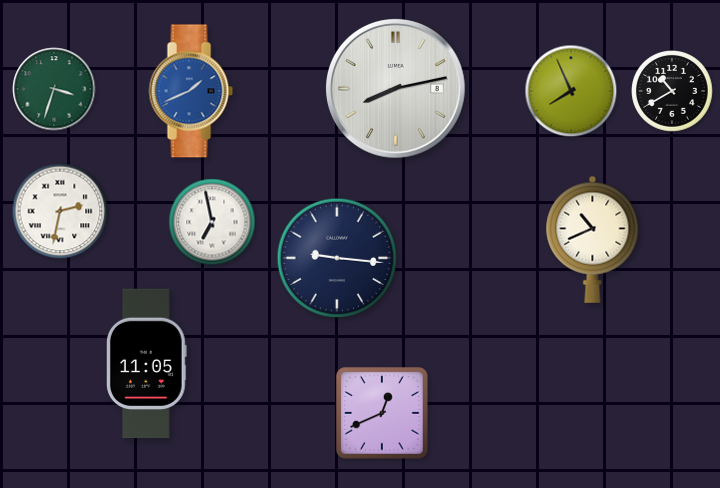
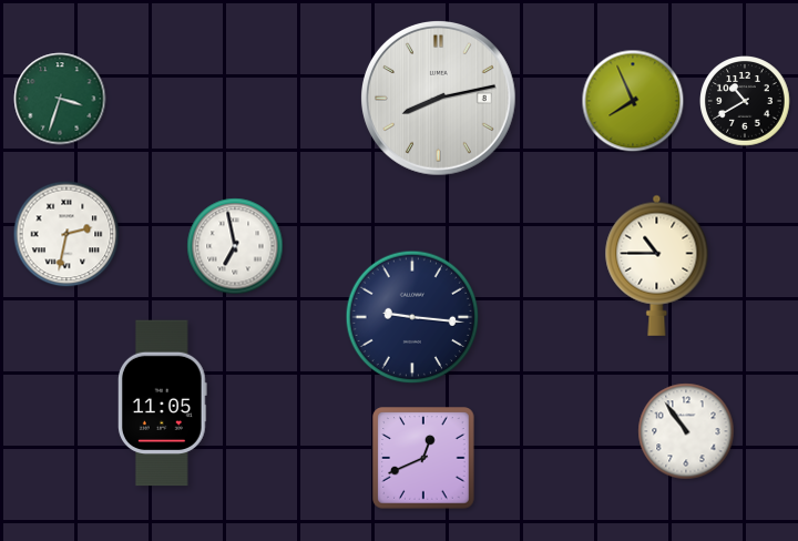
clock at (191, 91): 1:41 -> none
clock at (593, 239): 10:41 -> 10:45
clock at (337, 258) position: (337, 258) -> (412, 317)
clock at (686, 431): none -> 10:54
